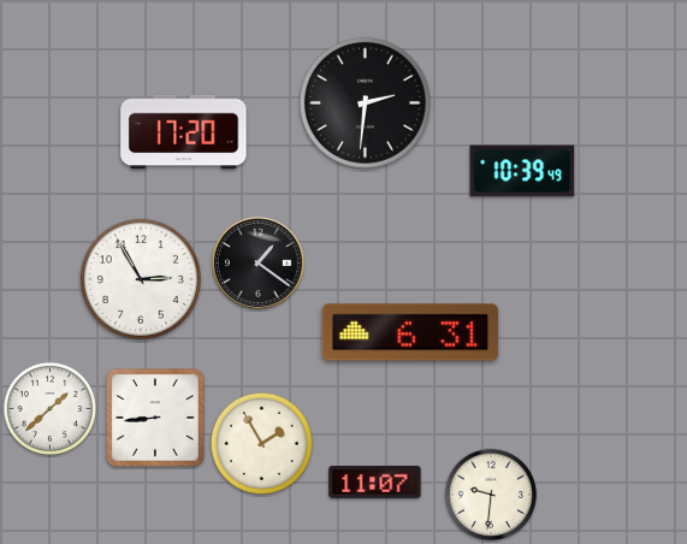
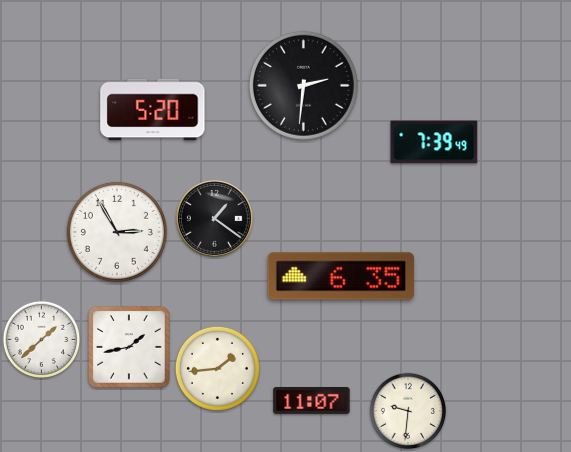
clock at (184, 132): 17:20 -> 5:20
clock at (522, 171): 10:39 -> 7:39
clock at (410, 332): 6:31 -> 6:35
clock at (155, 418): 8:44 -> 1:43
clock at (261, 443): 1:55 -> 1:44
